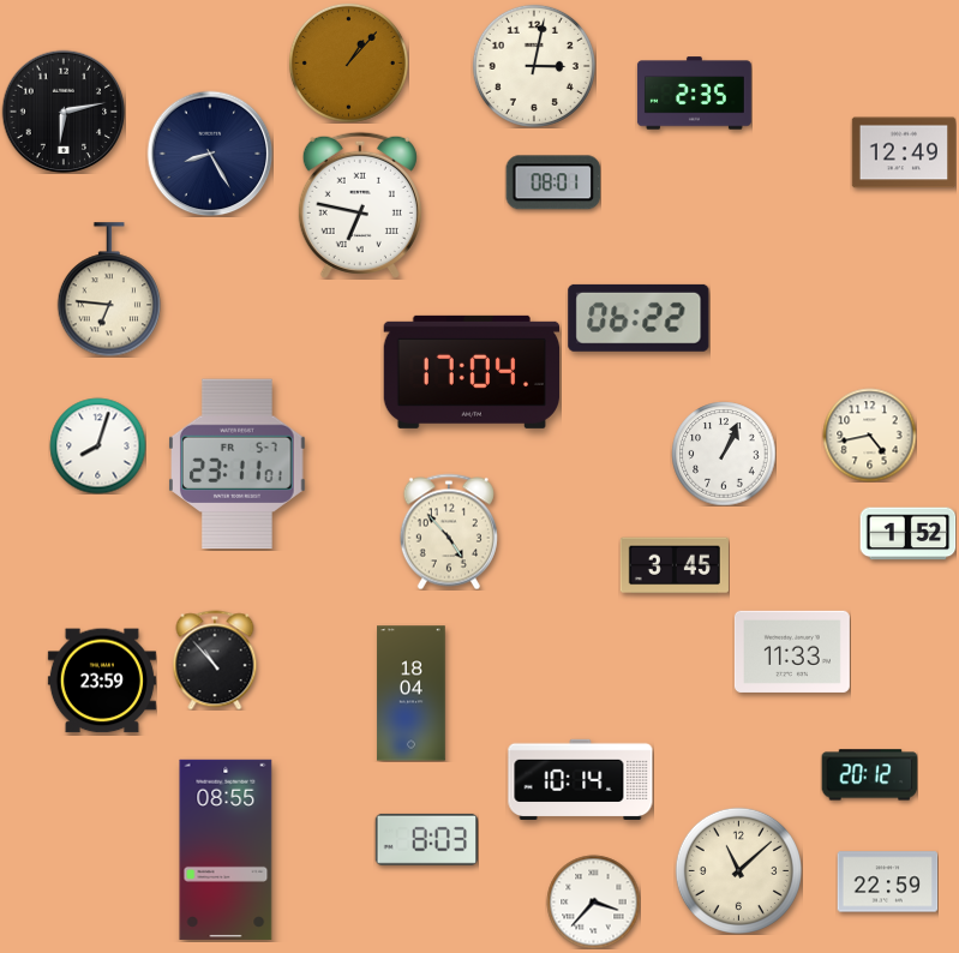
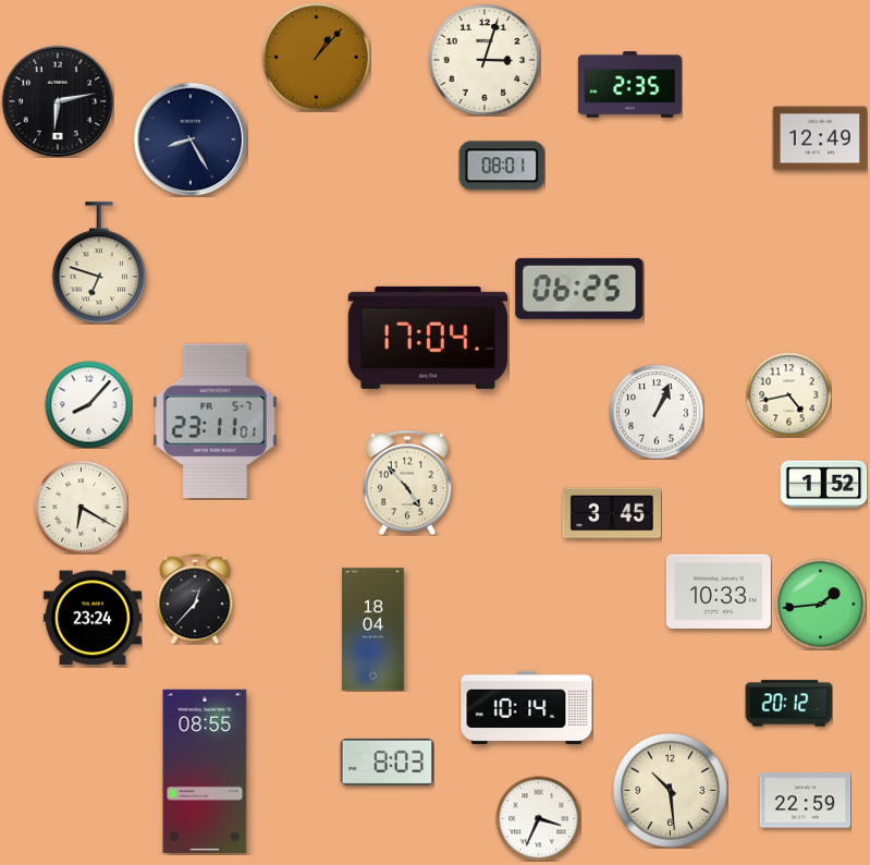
clock at (534, 66): 3:02 -> 3:03
clock at (360, 205): 6:47 -> none
clock at (108, 289): 6:46 -> 6:48
clock at (639, 318): 06:22 -> 06:25
clock at (97, 445): 8:03 -> 8:07
clock at (81, 507): none -> 6:20
clock at (792, 652): 11:33 -> 10:33
clock at (215, 660): 10:53 -> 12:37
clock at (820, 604): none -> 1:44
clock at (102, 681): 23:59 -> 23:24
clock at (738, 870): 11:08 -> 10:29
clock at (593, 901): 3:37 -> 3:34
